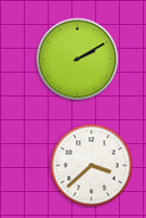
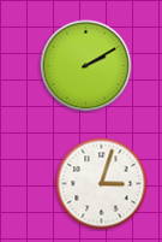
clock at (92, 166): 3:38 -> 3:03
